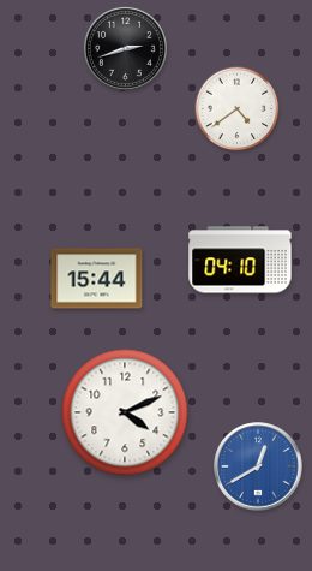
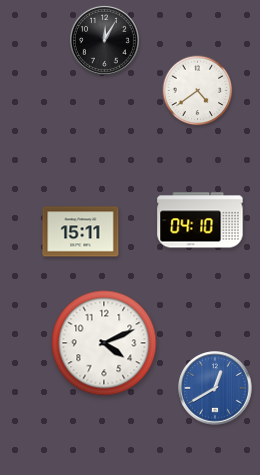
clock at (125, 48): 2:42 -> 12:05
clock at (240, 260) position: (240, 260) -> (200, 220)
clock at (97, 279): 15:44 -> 15:11
